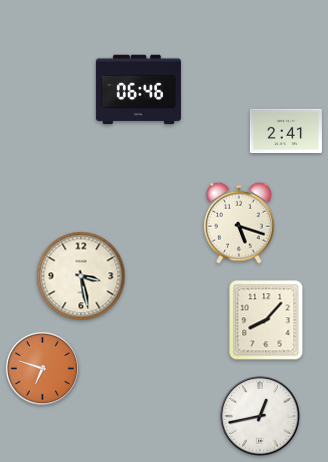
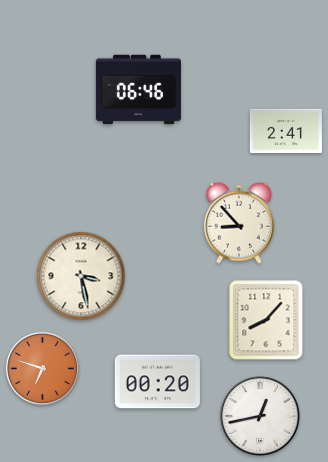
clock at (240, 223): 5:18 -> 8:53
clock at (157, 382): none -> 00:20
